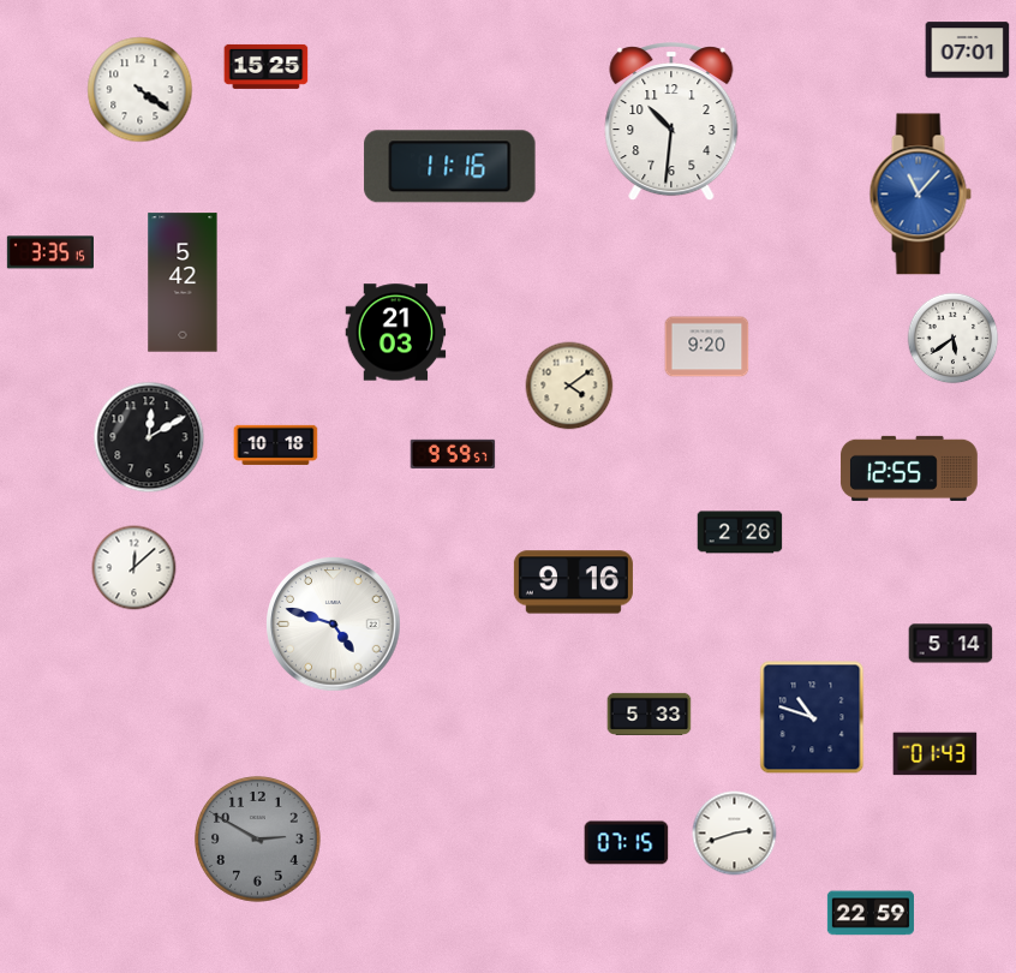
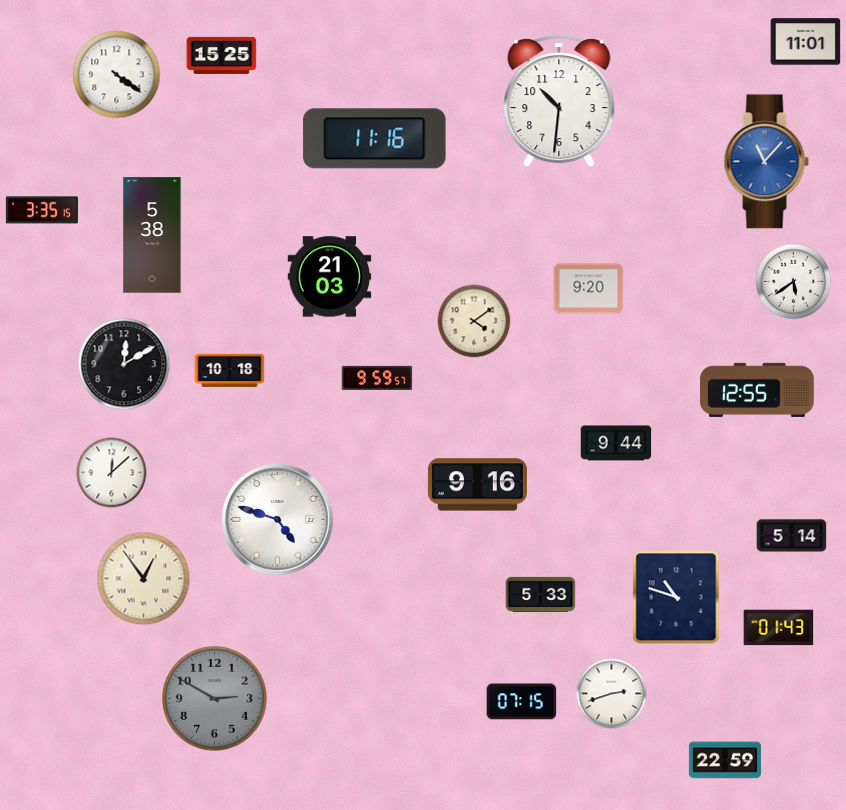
clock at (968, 50): 07:01 -> 11:01
clock at (183, 282): 5:42 -> 5:38
clock at (740, 532): 2:26 -> 9:44
clock at (144, 579): none -> 12:54
